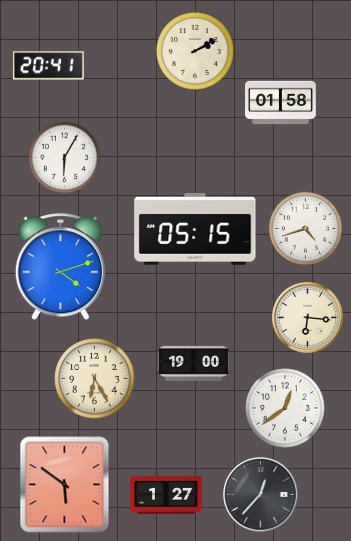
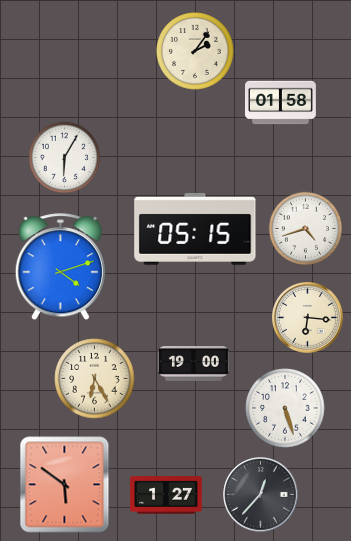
clock at (196, 52): 2:10 -> 2:06
clock at (48, 66): 20:41 -> none
clock at (285, 408): 12:39 -> 5:27
